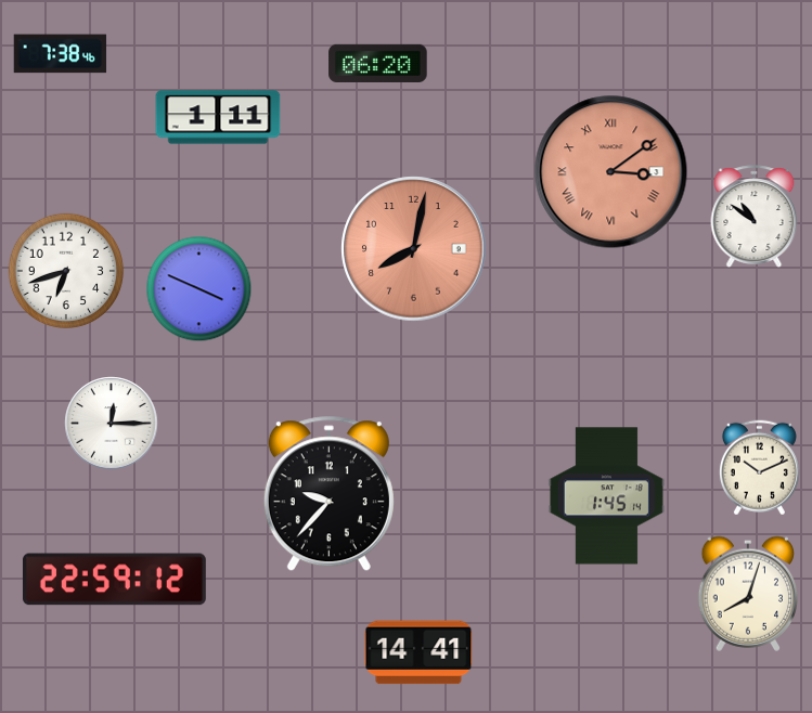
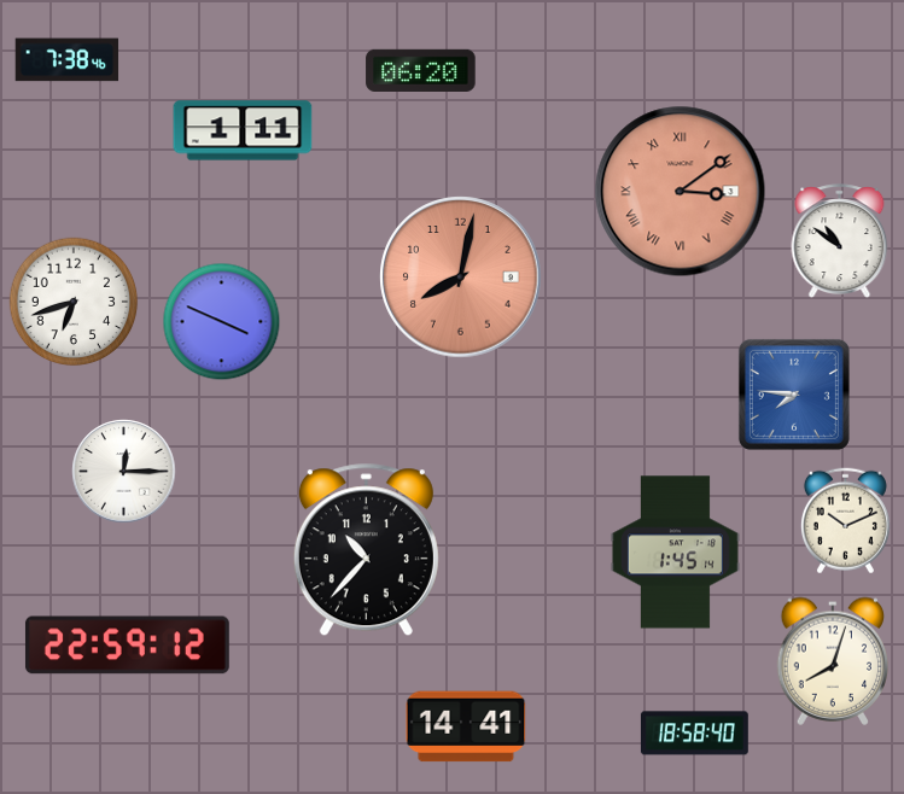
clock at (794, 395): none -> 7:46
clock at (328, 494): 9:37 -> 10:37
clock at (694, 734): none -> 18:58
